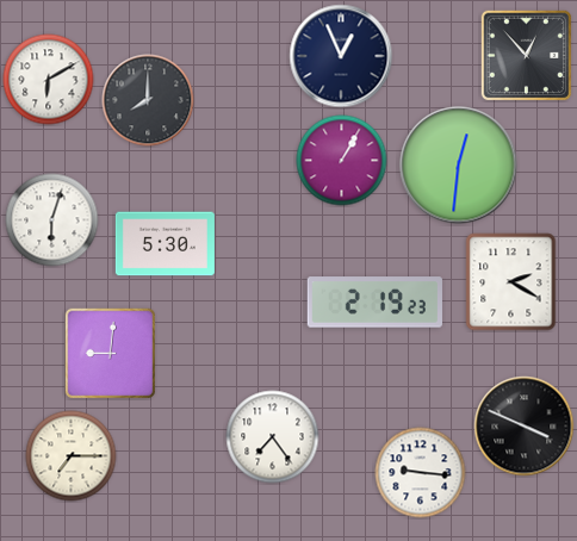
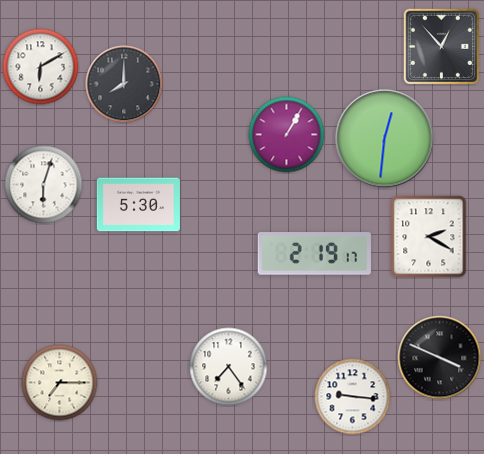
clock at (341, 56): 12:56 -> none
clock at (374, 303): 2:19:23 -> 2:19:17
clock at (110, 353): 9:01 -> none
